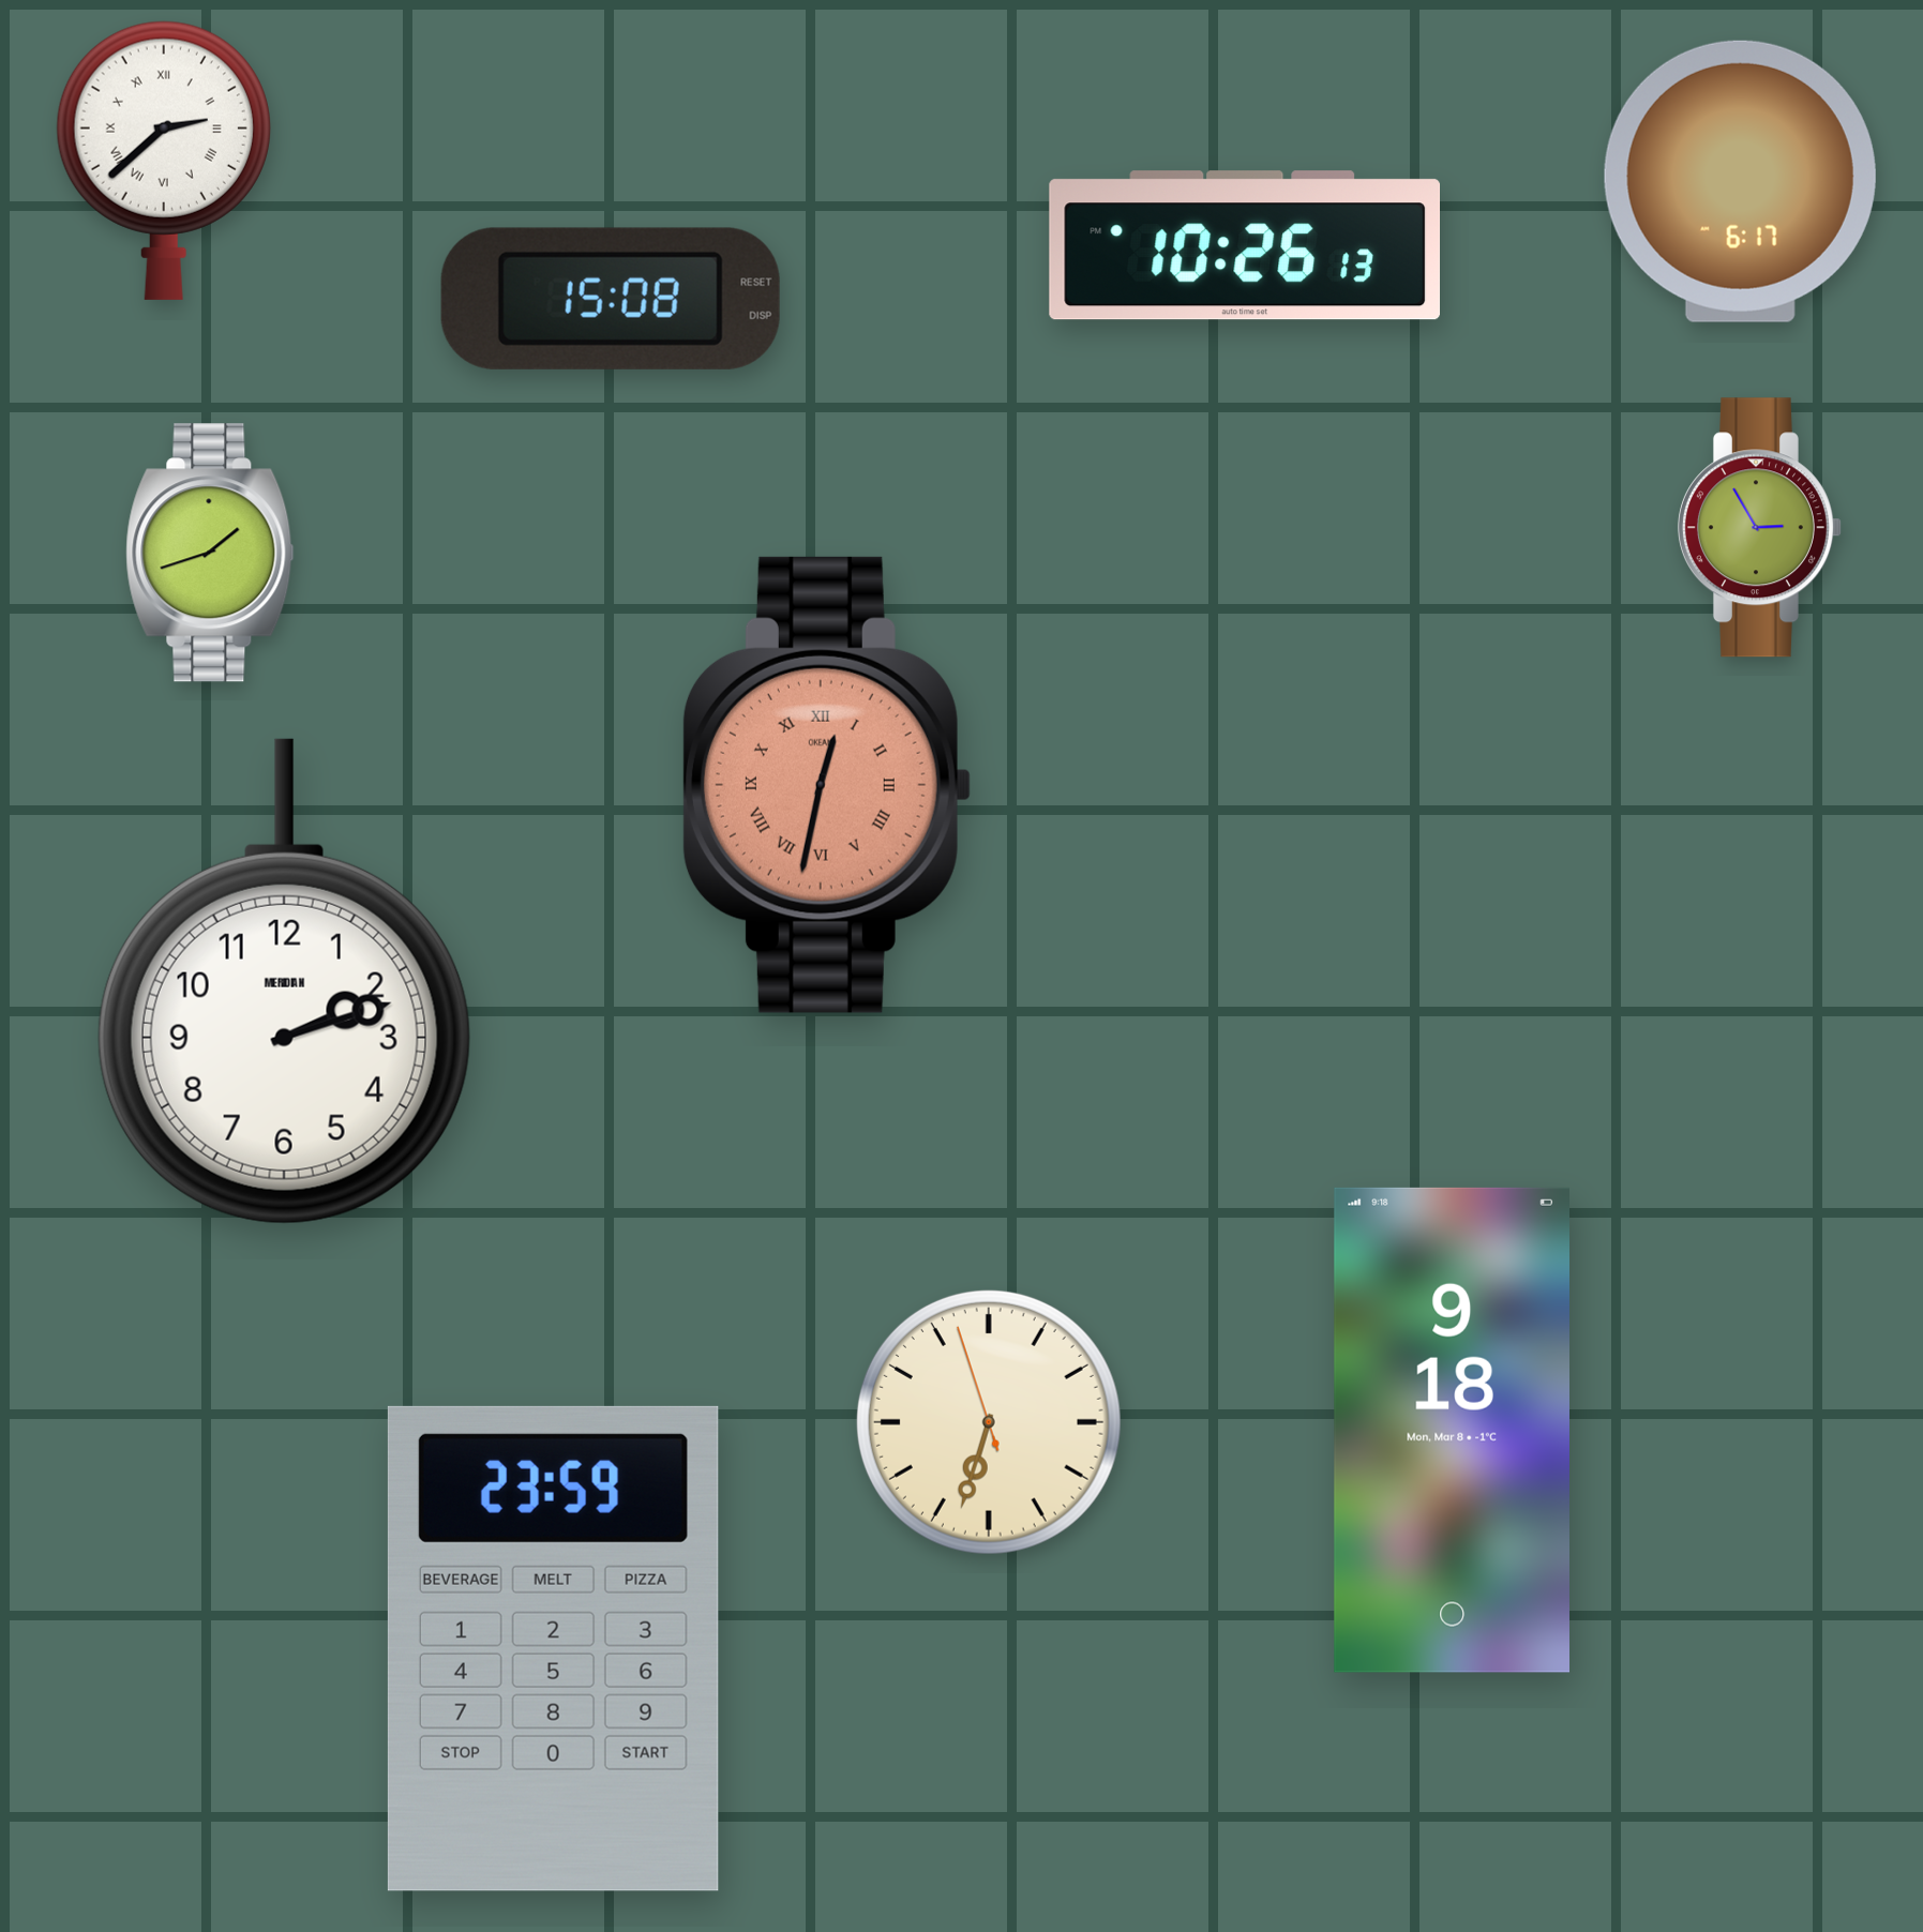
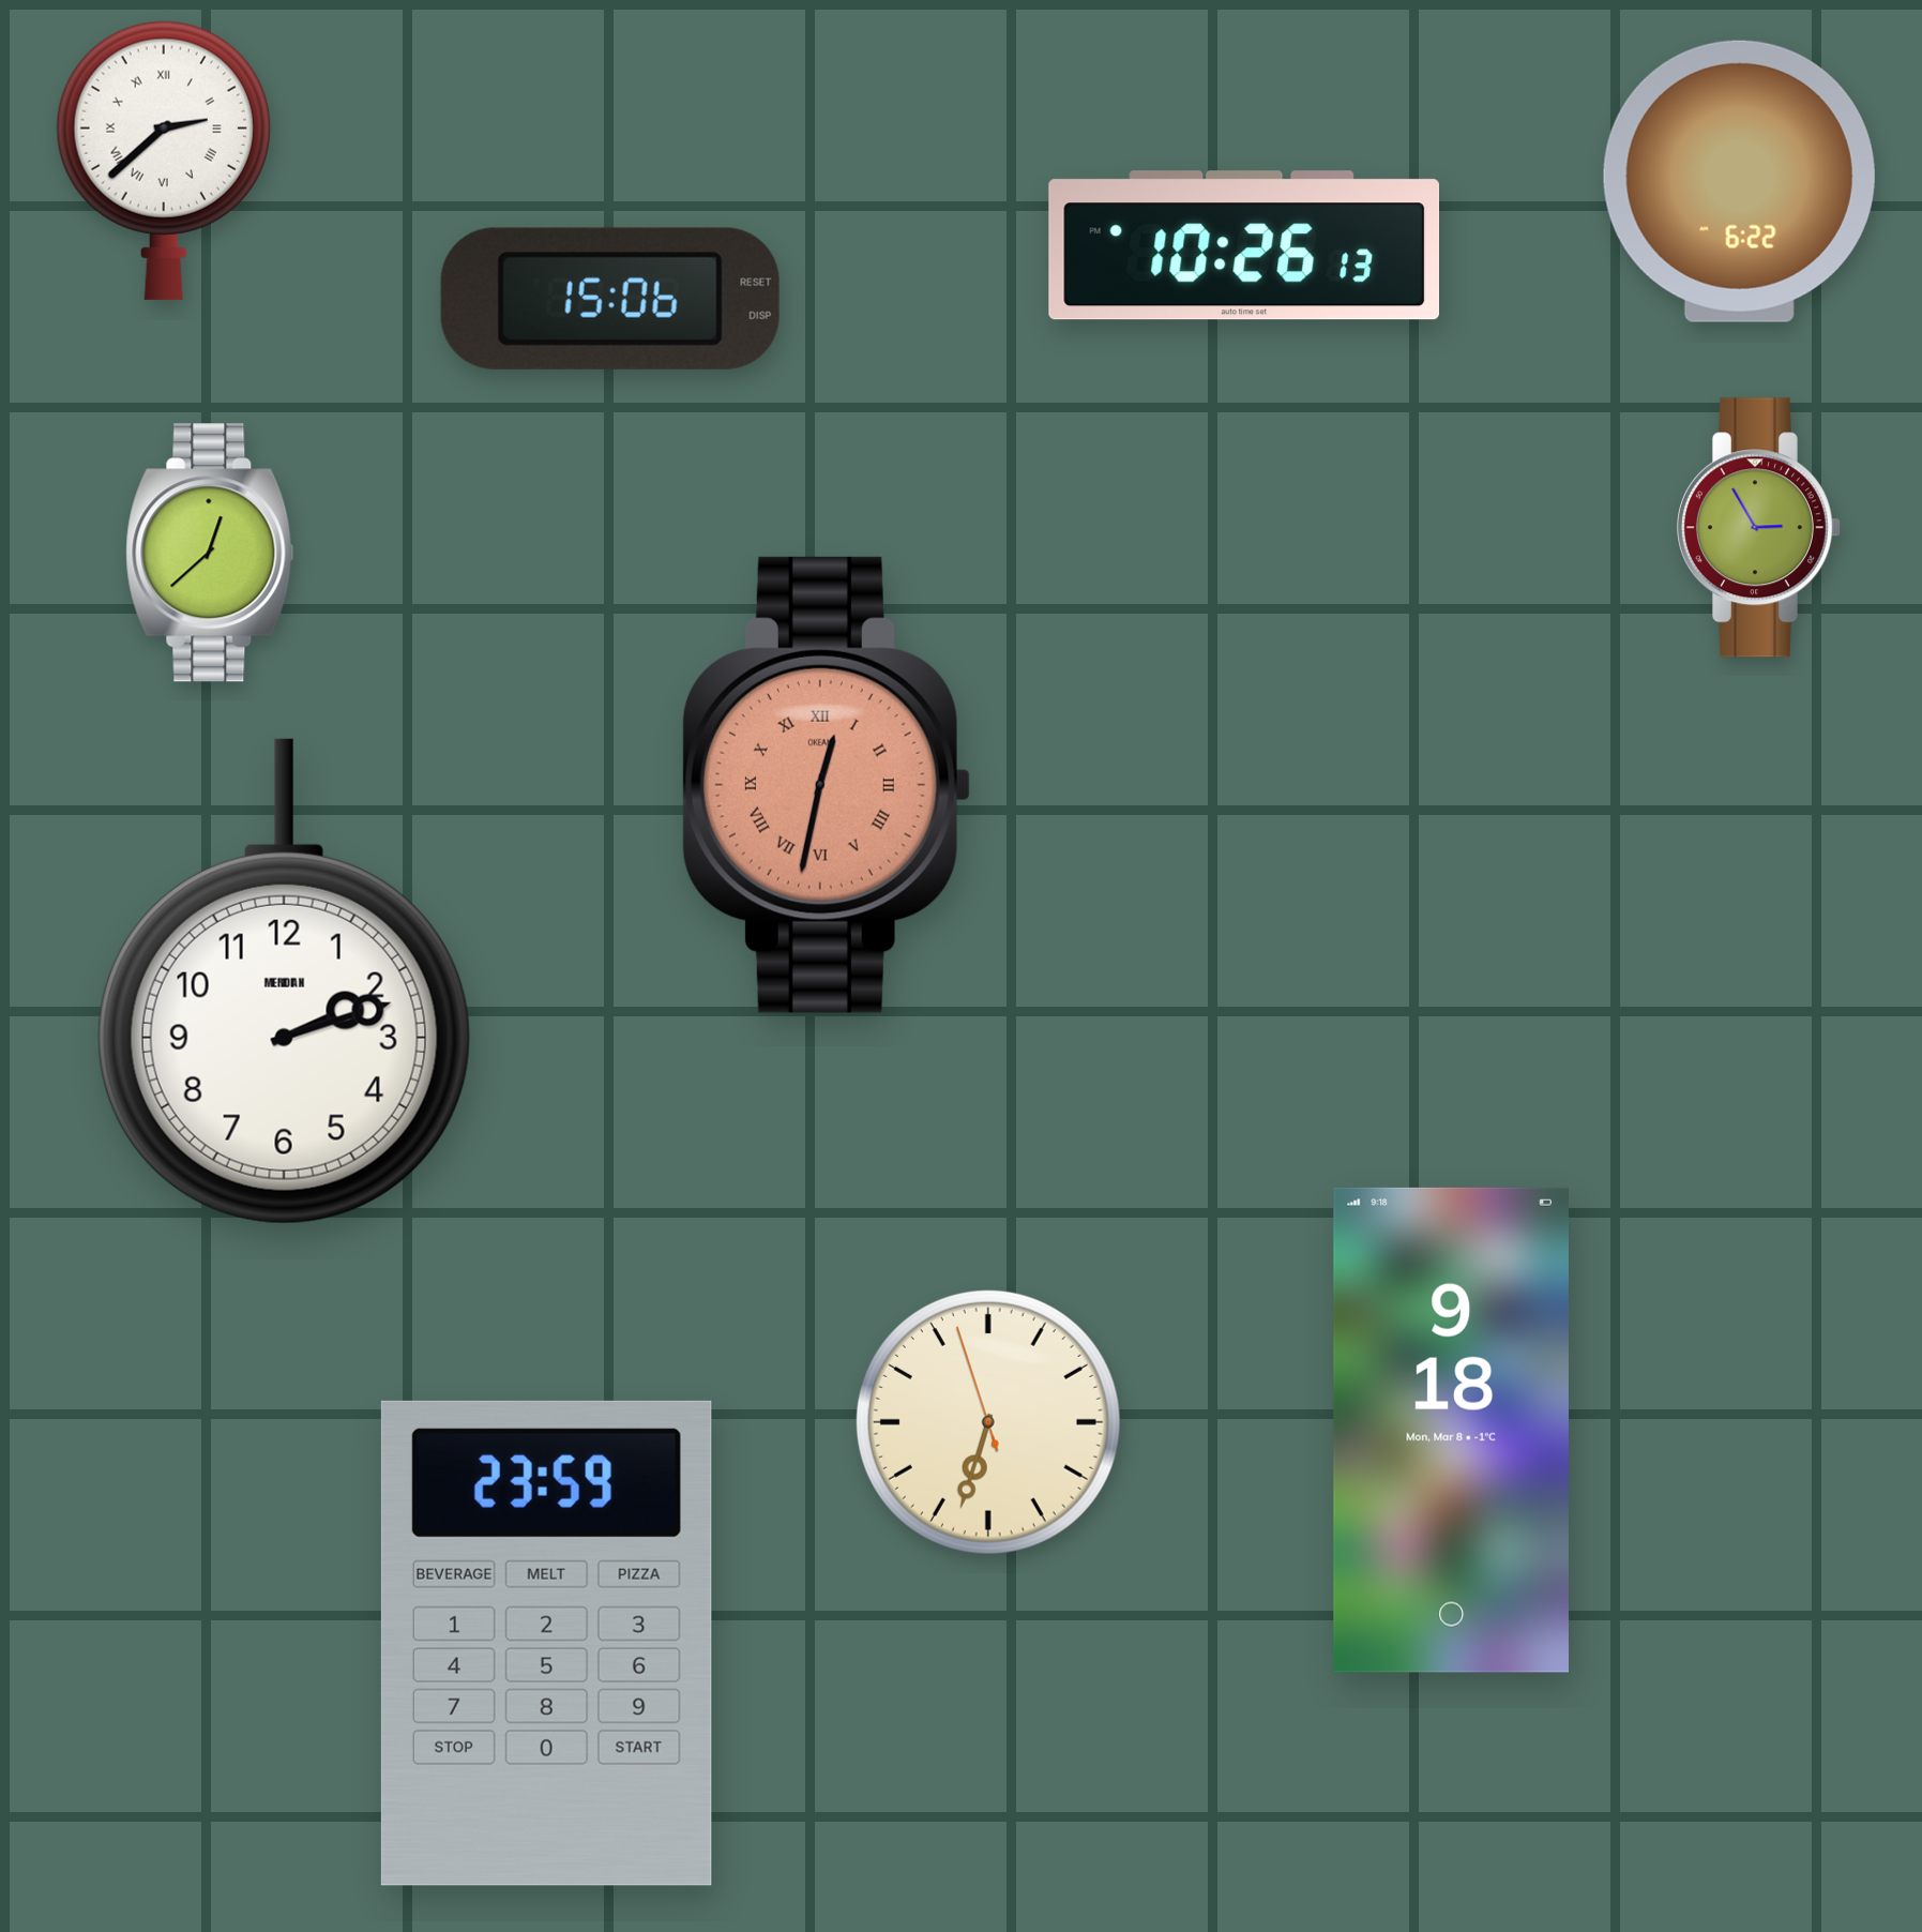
clock at (1740, 181): 6:17 -> 6:22
clock at (611, 299): 15:08 -> 15:06
clock at (210, 553): 1:42 -> 12:38
clock at (553, 1648) position: (553, 1648) -> (546, 1643)
